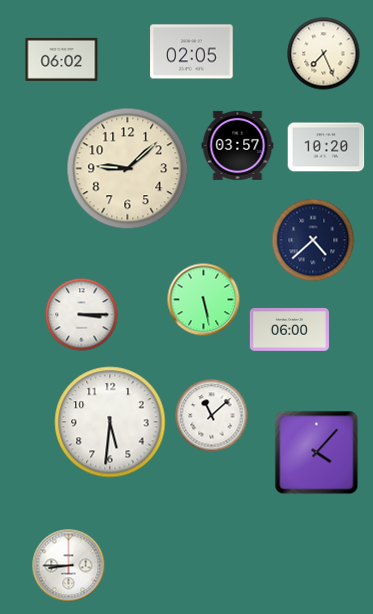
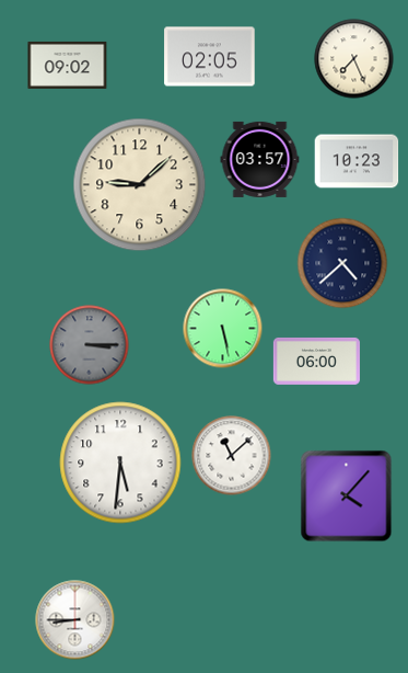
clock at (62, 59): 06:02 -> 09:02
clock at (326, 147): 10:20 -> 10:23
clock at (82, 315) dial: white -> grey
